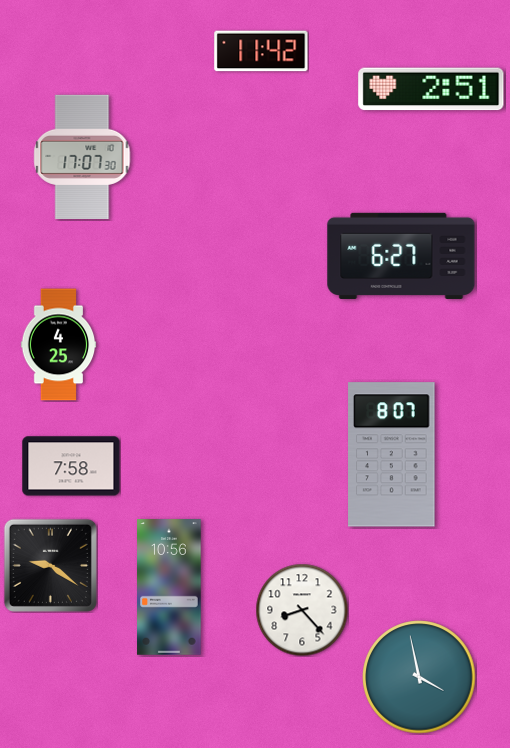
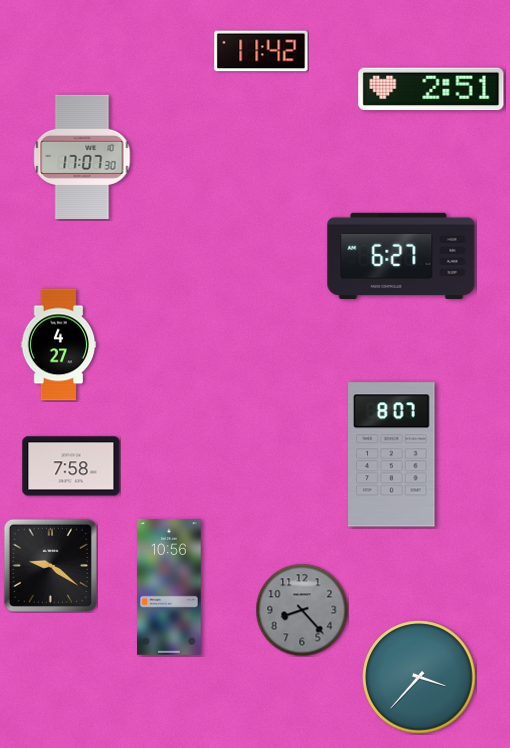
clock at (59, 345): 4:25 -> 4:27
clock at (302, 610) dial: white -> grey
clock at (419, 677): 3:58 -> 3:37
